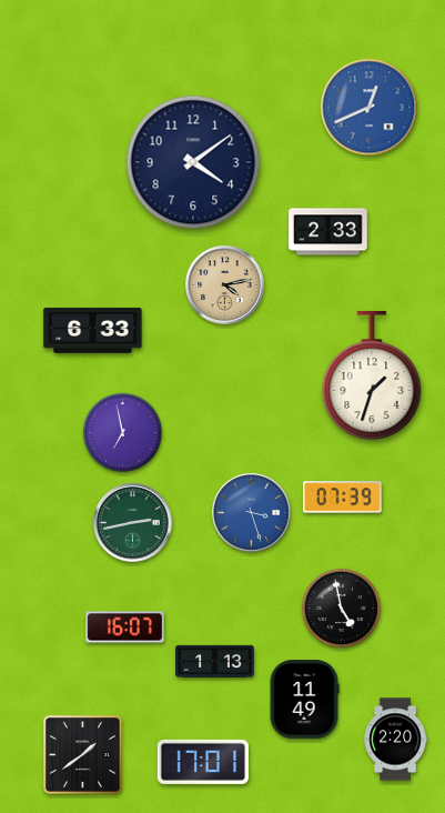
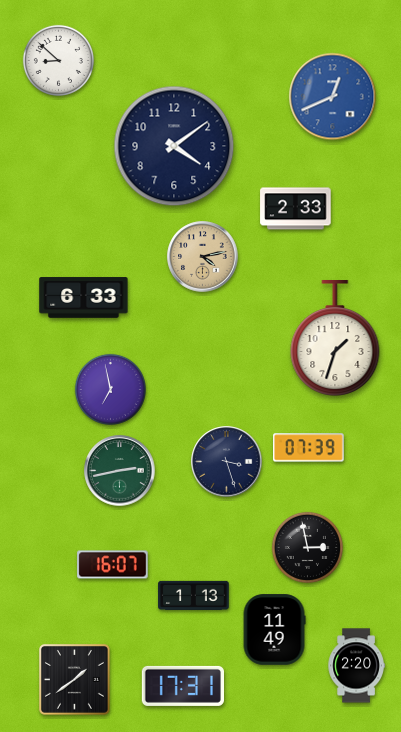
clock at (58, 60): none -> 8:52
clock at (252, 513) dial: blue -> navy
clock at (341, 608): 4:58 -> 2:58
clock at (202, 762): 17:01 -> 17:31
